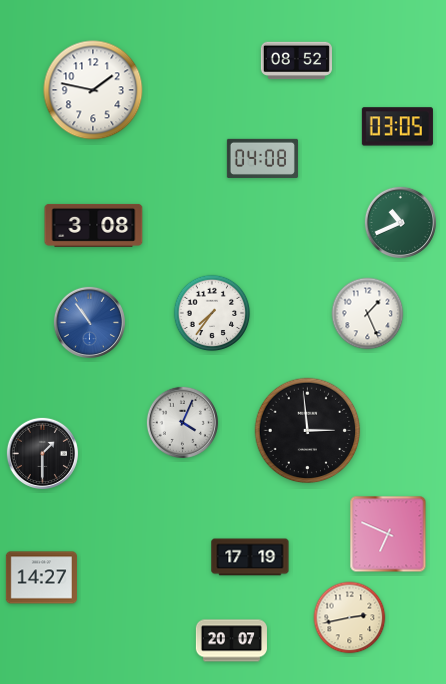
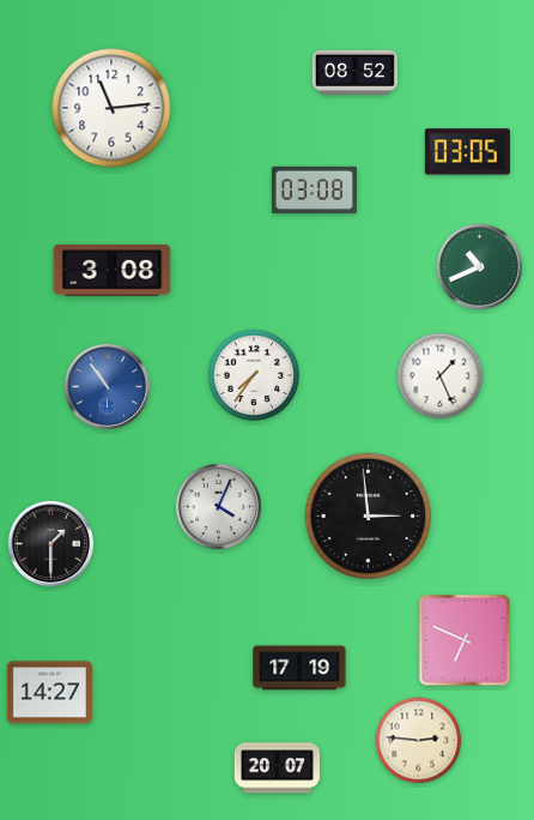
clock at (93, 90): 1:47 -> 11:14
clock at (397, 127) position: (397, 127) -> (467, 152)
clock at (262, 158): 04:08 -> 03:08
clock at (350, 618): 2:43 -> 2:46
